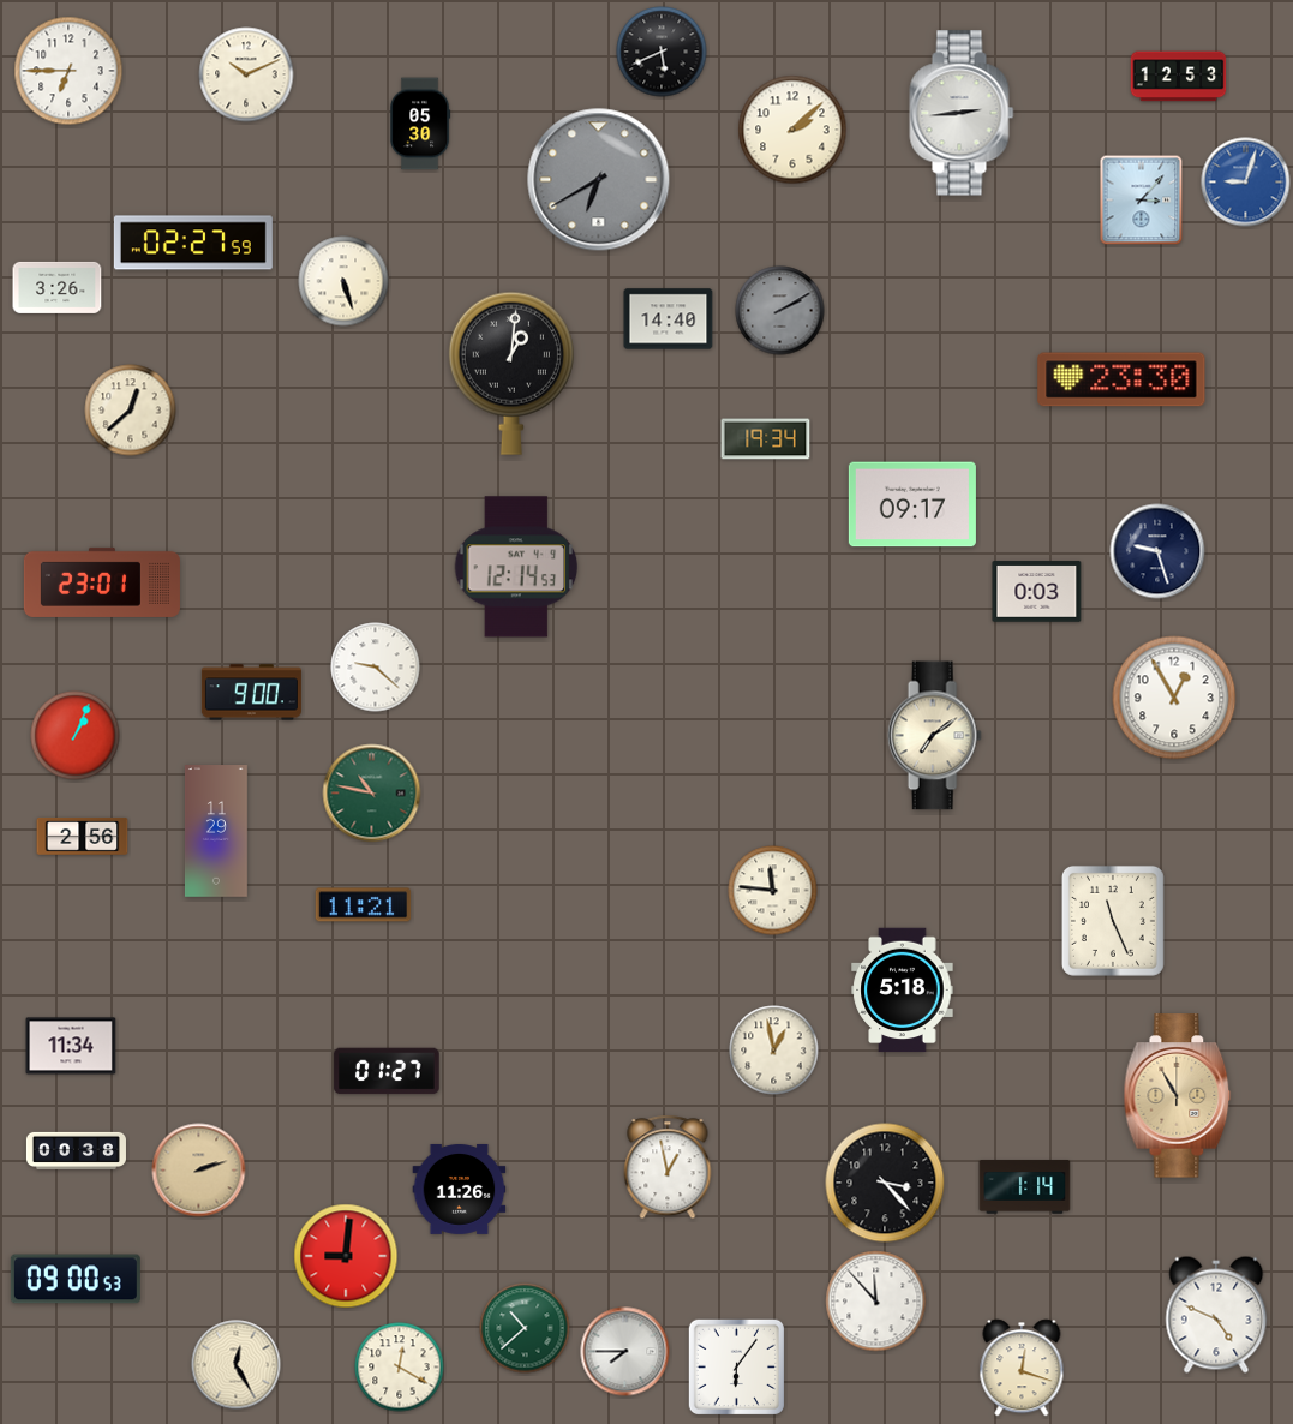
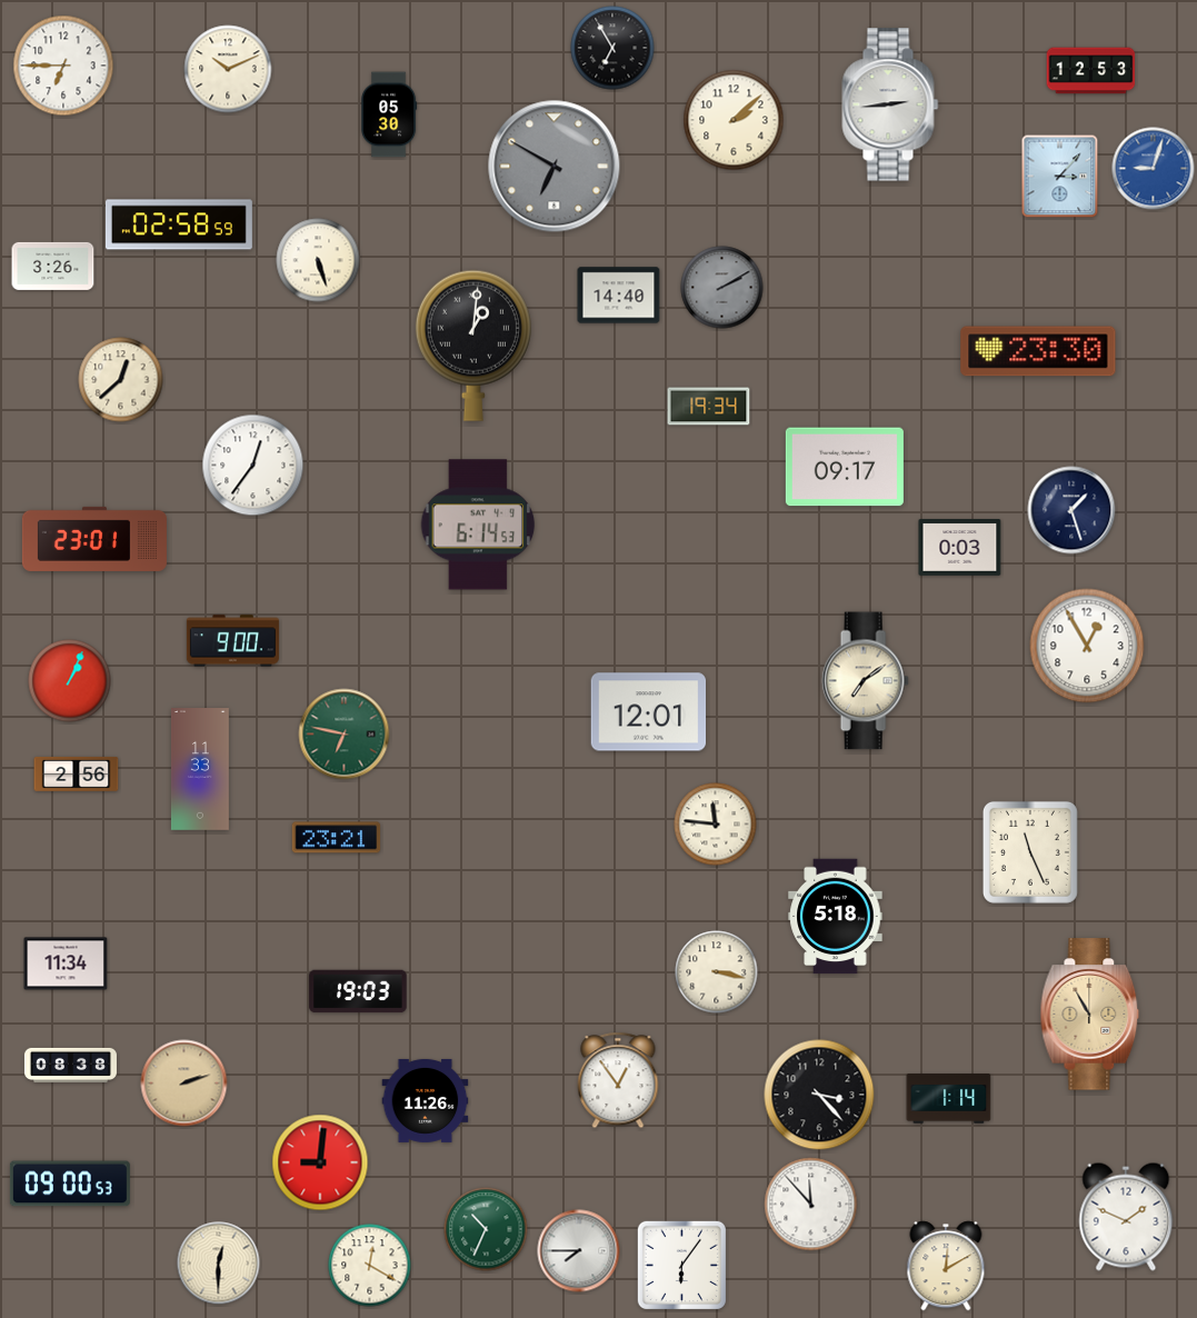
clock at (662, 52): 5:41 -> 6:55
clock at (599, 180): 6:40 -> 6:50
clock at (1142, 201) position: (1142, 201) -> (1060, 177)
clock at (193, 243): 02:27 -> 02:58
clock at (253, 466): none -> 12:36
clock at (1157, 551): 9:27 -> 1:27
clock at (516, 567): 12:14 -> 6:14
clock at (376, 668): 9:22 -> none
clock at (649, 712): none -> 12:01
clock at (372, 794): 10:47 -> 6:47
clock at (216, 831): 11:29 -> 11:33
clock at (364, 905): 11:21 -> 23:21
clock at (71, 1046) position: (71, 1046) -> (66, 963)
clock at (774, 1051): 12:58 -> 3:17
clock at (387, 1071): 01:27 -> 19:03
clock at (76, 1150): 00:38 -> 08:38
clock at (668, 1167): 12:58 -> 12:54
clock at (1216, 1315): 4:49 -> 1:49
clock at (525, 1328): 10:38 -> 10:34
clock at (237, 1365): 12:25 -> 12:30
clock at (1022, 1368): 12:18 -> 12:10
